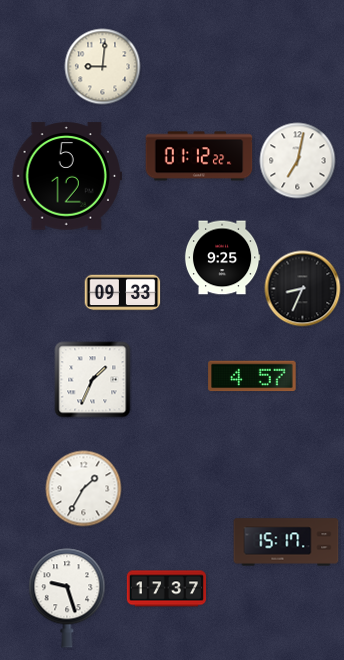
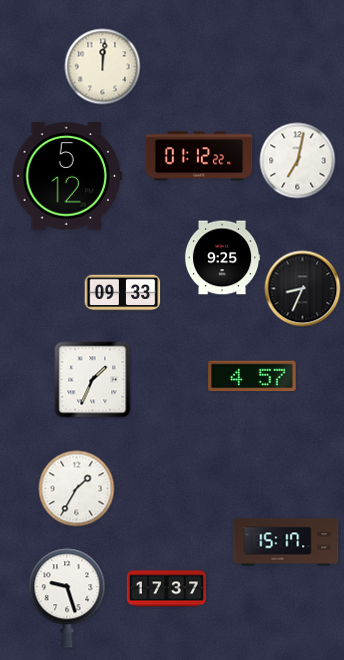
clock at (103, 67): 9:01 -> 12:01
clock at (84, 489) position: (84, 489) -> (77, 489)
